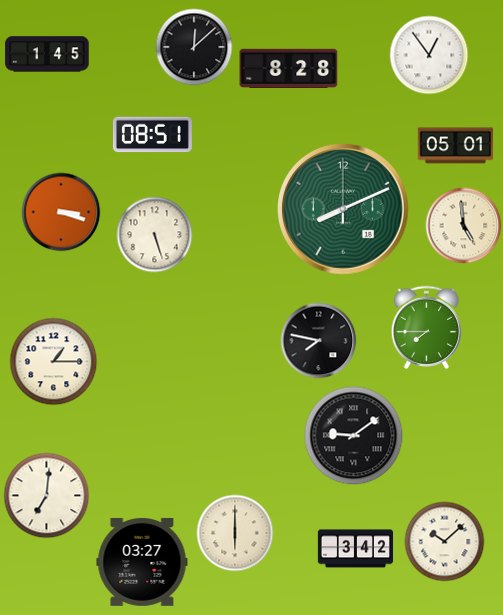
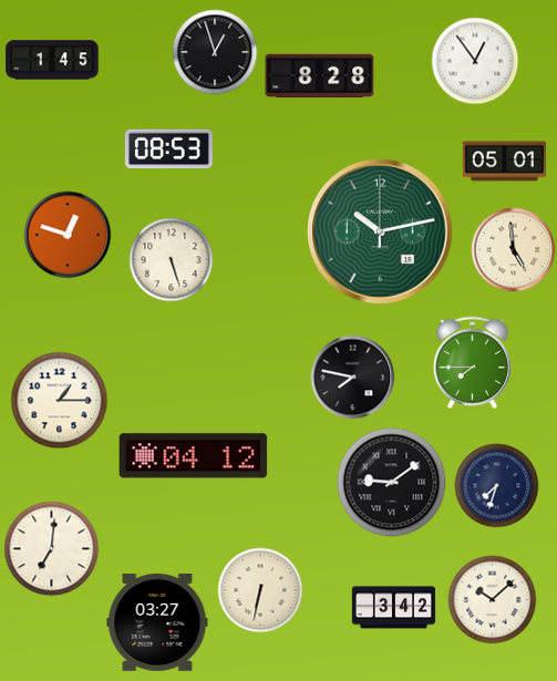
clock at (194, 47): 12:08 -> 12:57
clock at (152, 135): 08:51 -> 08:53
clock at (343, 209): 8:11 -> 10:13
clock at (61, 212): 3:18 -> 12:48
clock at (194, 456): none -> 04:12
clock at (497, 486): none -> 7:33
clock at (235, 533): 6:00 -> 6:32
